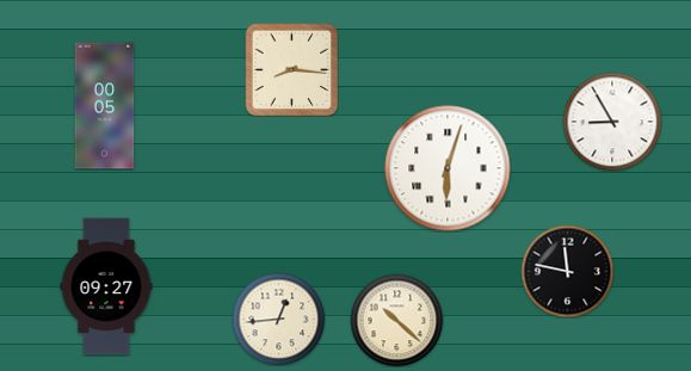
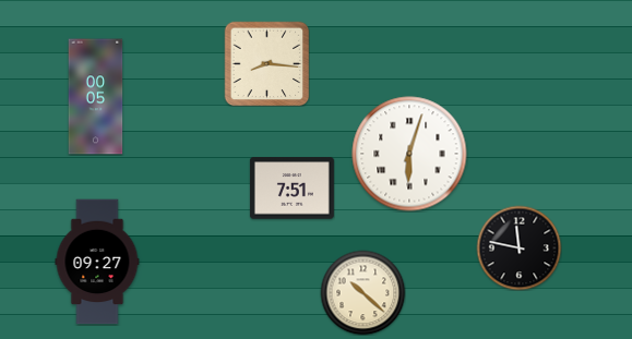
clock at (612, 122): 8:55 -> none
clock at (291, 189): none -> 7:51
clock at (278, 319): 12:44 -> none
